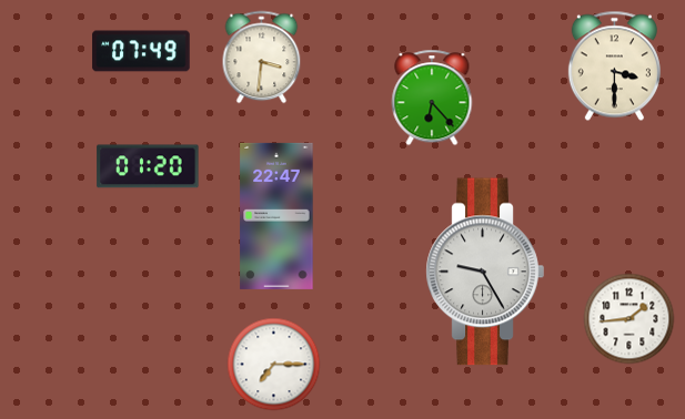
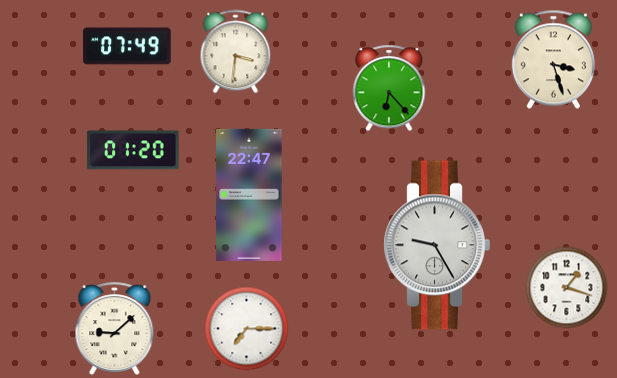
clock at (614, 65): 3:30 -> 3:27
clock at (628, 318): 1:44 -> 1:18
clock at (115, 328): none -> 9:08
